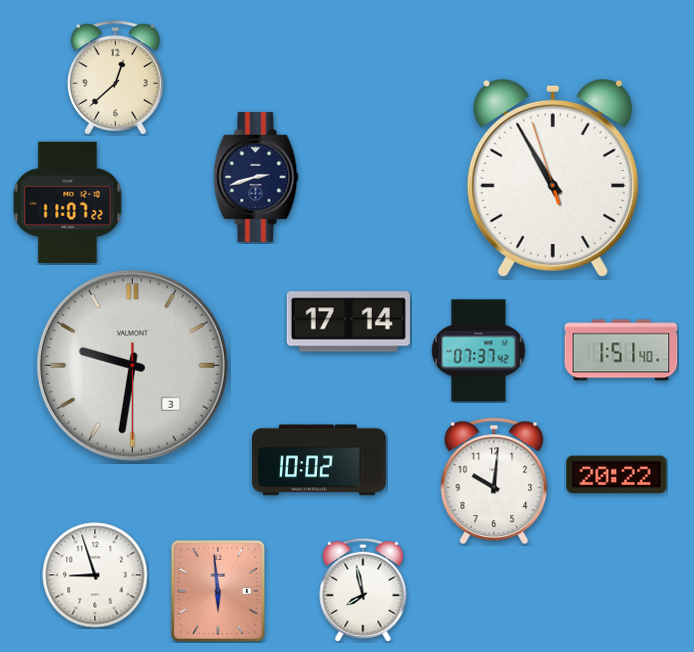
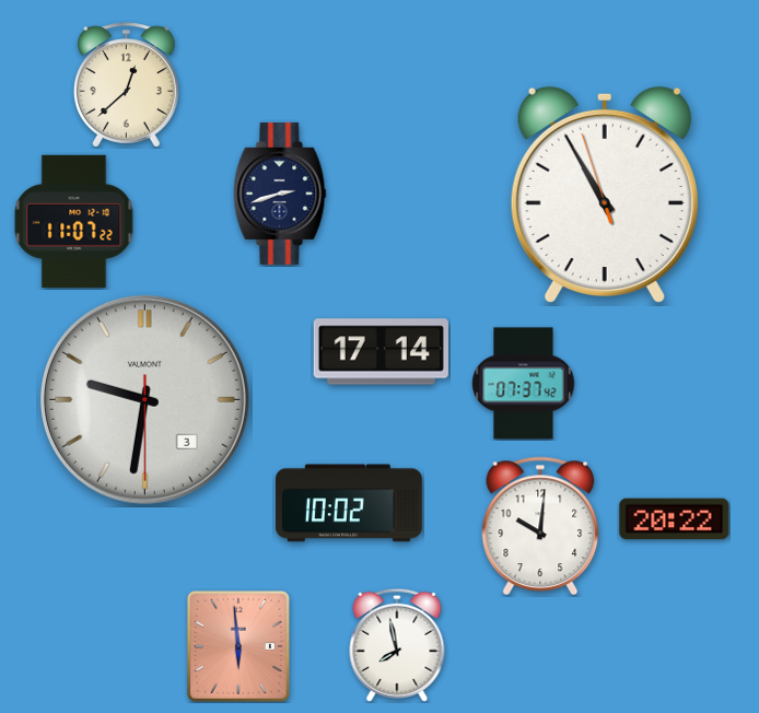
clock at (621, 350): 1:51 -> none
clock at (95, 575): 8:57 -> none
